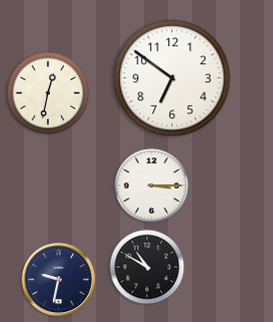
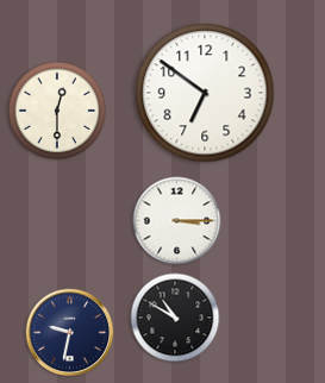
clock at (48, 93): 12:32 -> 12:30
clock at (152, 186) position: (152, 186) -> (177, 221)
